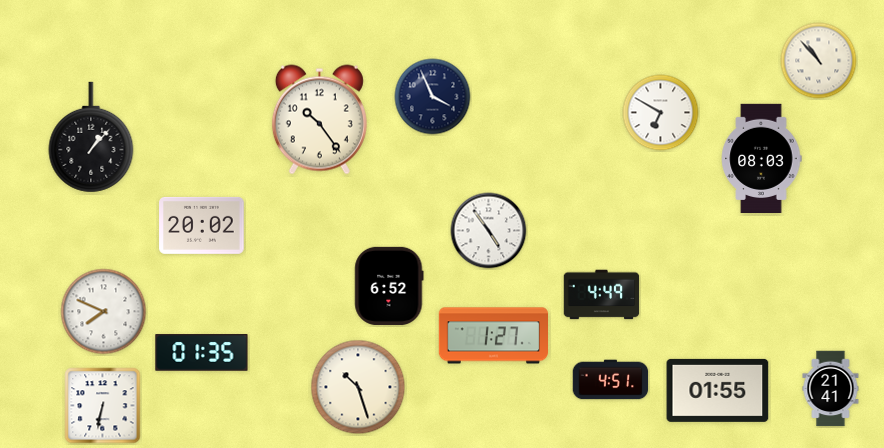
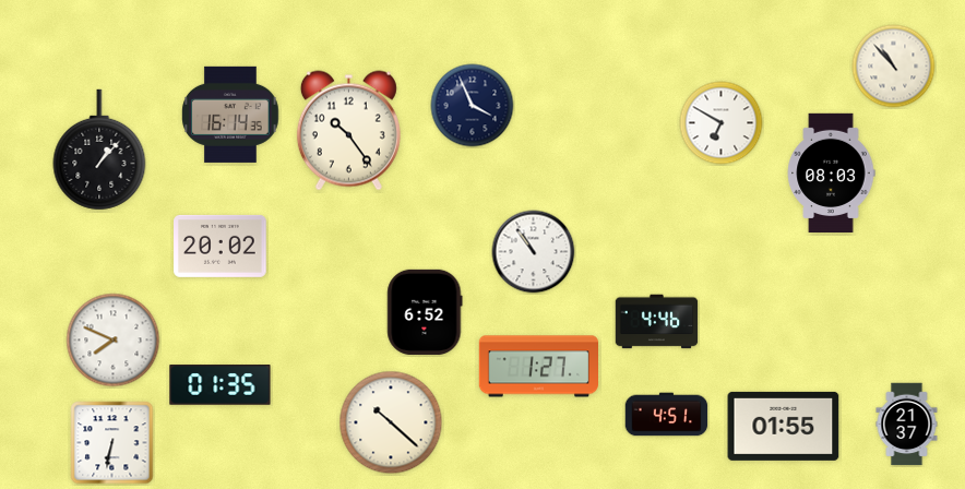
clock at (230, 115): none -> 16:14
clock at (489, 231): 4:54 -> 10:54
clock at (602, 295): 4:49 -> 4:46
clock at (358, 387): 10:27 -> 10:22
clock at (831, 389): 21:41 -> 21:37
